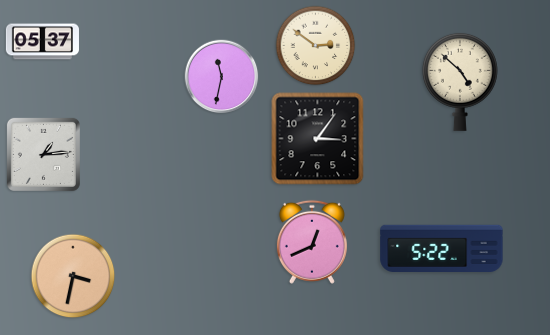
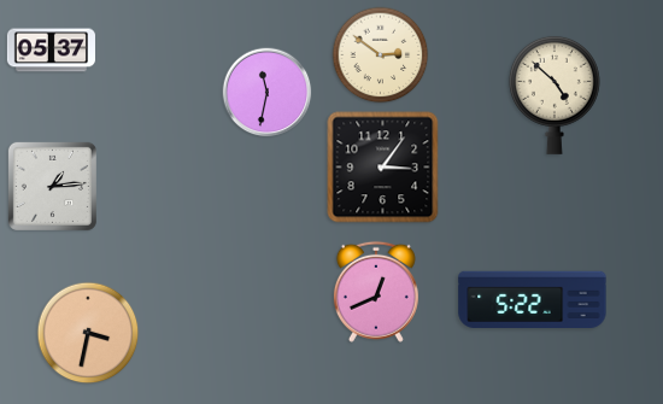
clock at (460, 82) position: (460, 82) -> (555, 95)
